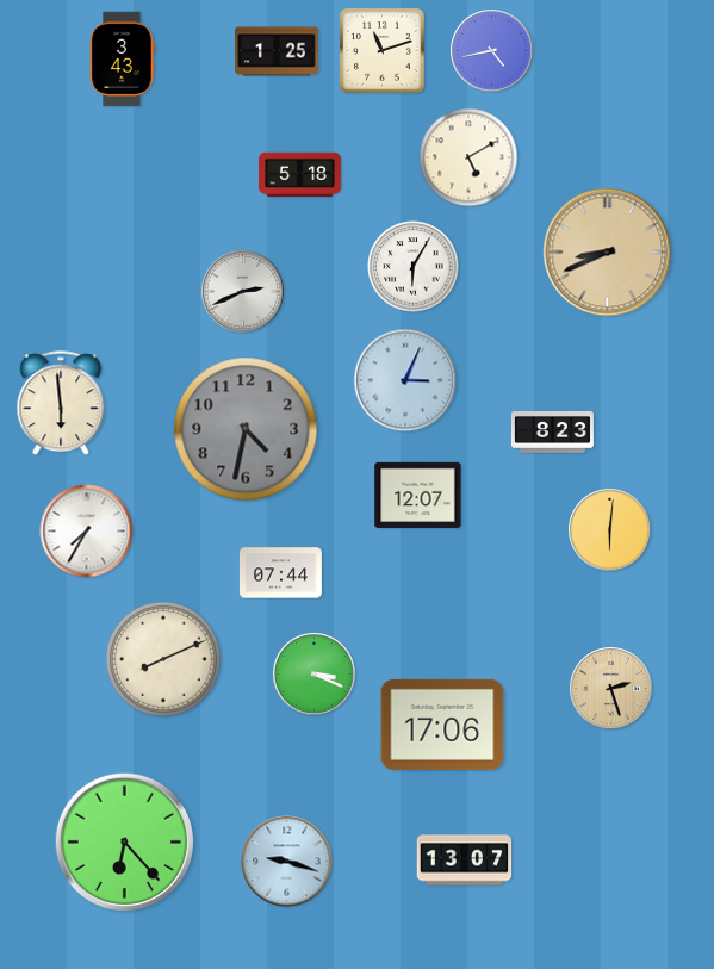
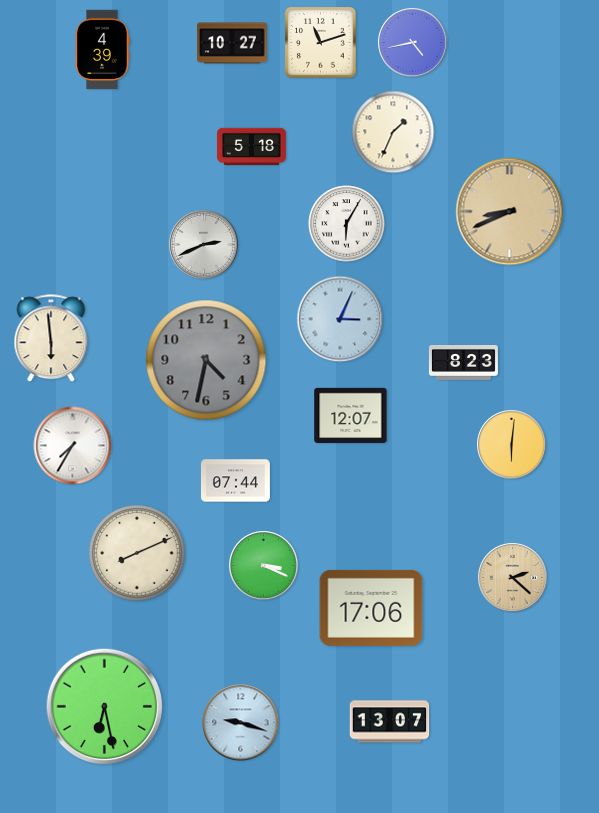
clock at (277, 51): 1:25 -> 10:27
clock at (122, 60): 3:43 -> 4:39
clock at (468, 157): 5:10 -> 1:34
clock at (611, 689): 2:27 -> 2:22
clock at (124, 841): 6:23 -> 6:28
